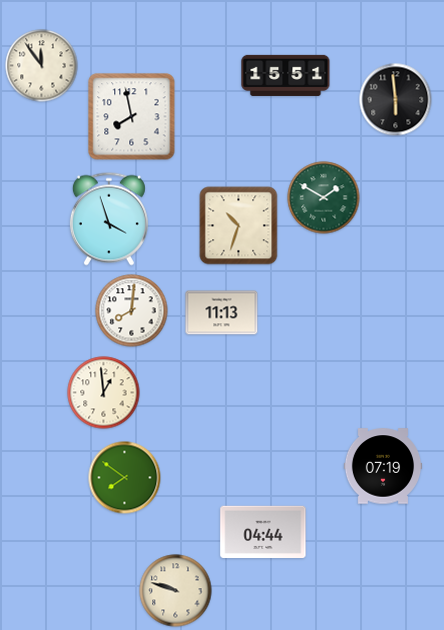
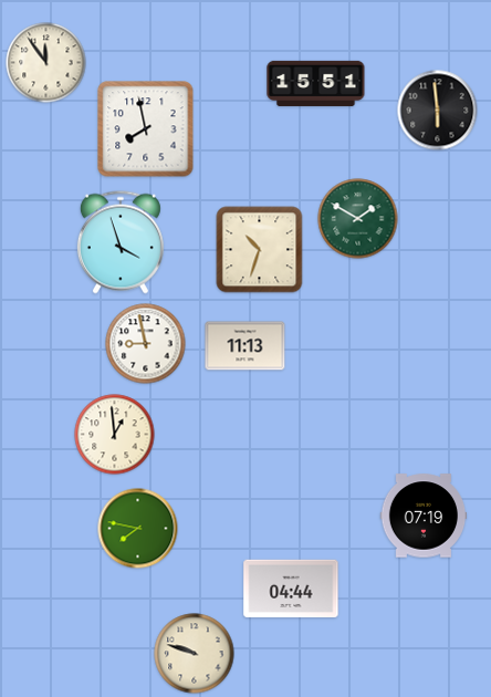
clock at (42, 66) position: (42, 66) -> (46, 63)
clock at (239, 226) position: (239, 226) -> (260, 250)
clock at (132, 311): 8:01 -> 8:58
clock at (125, 478): 7:51 -> 7:47
